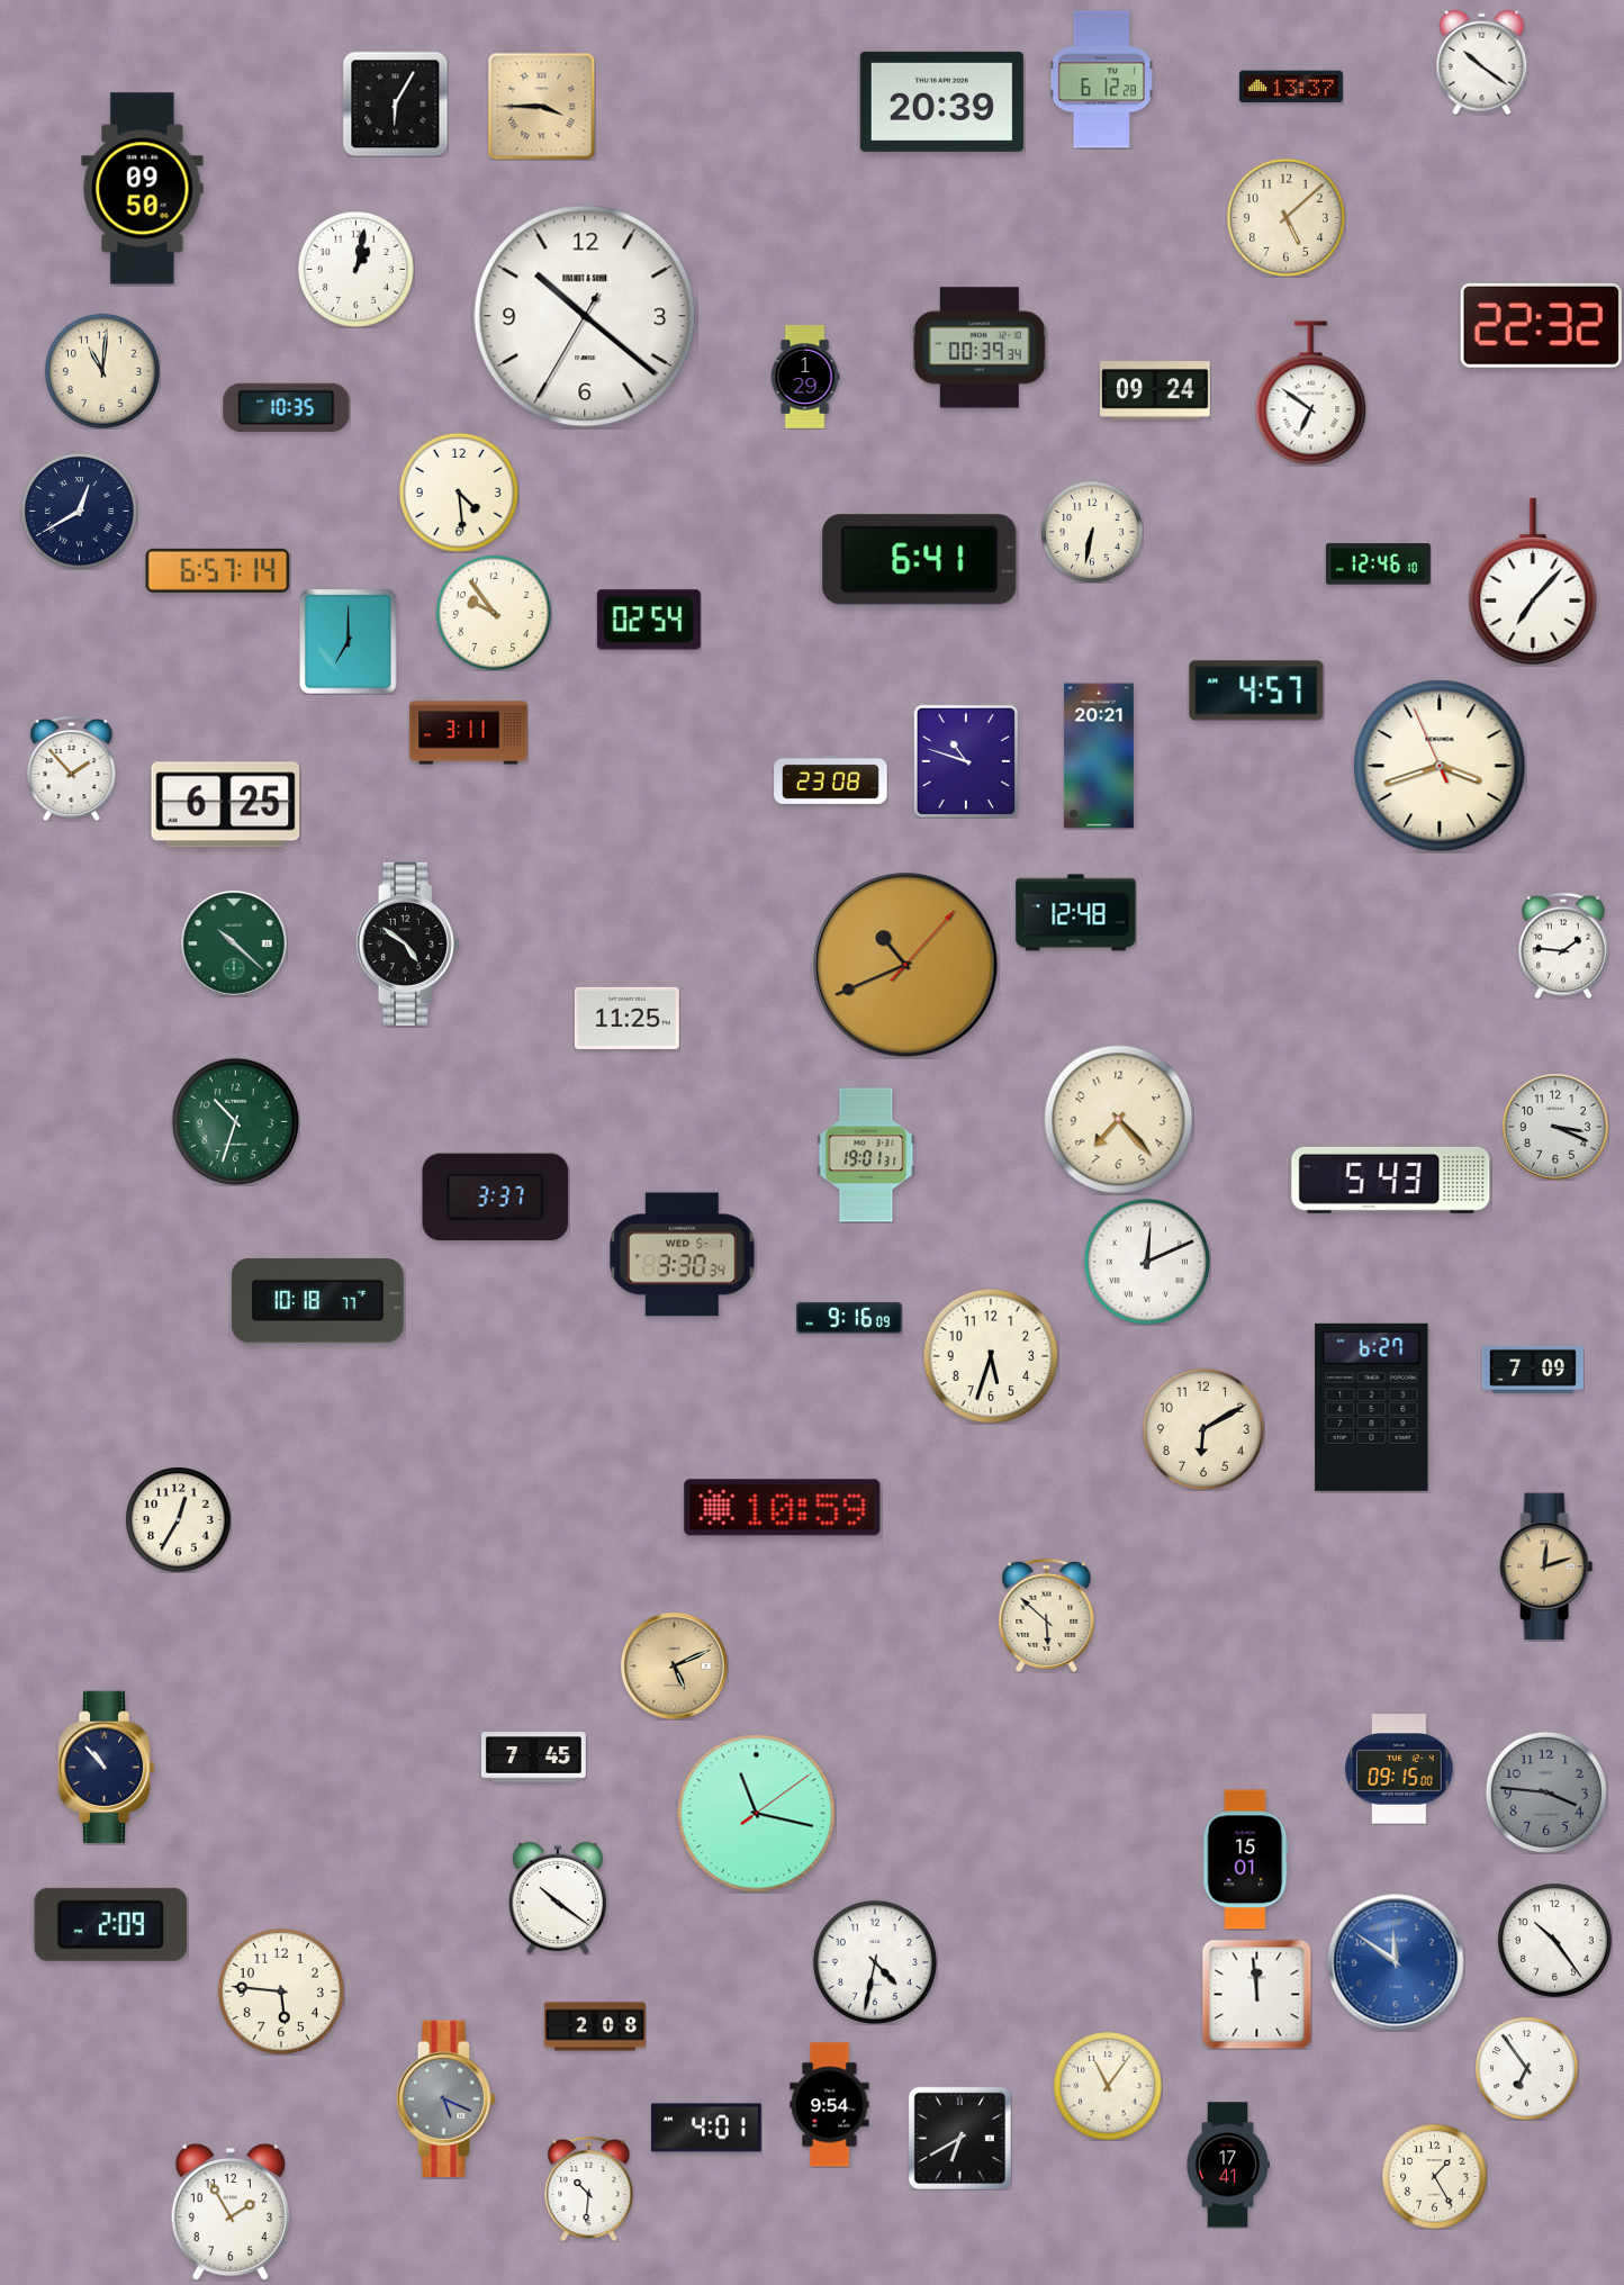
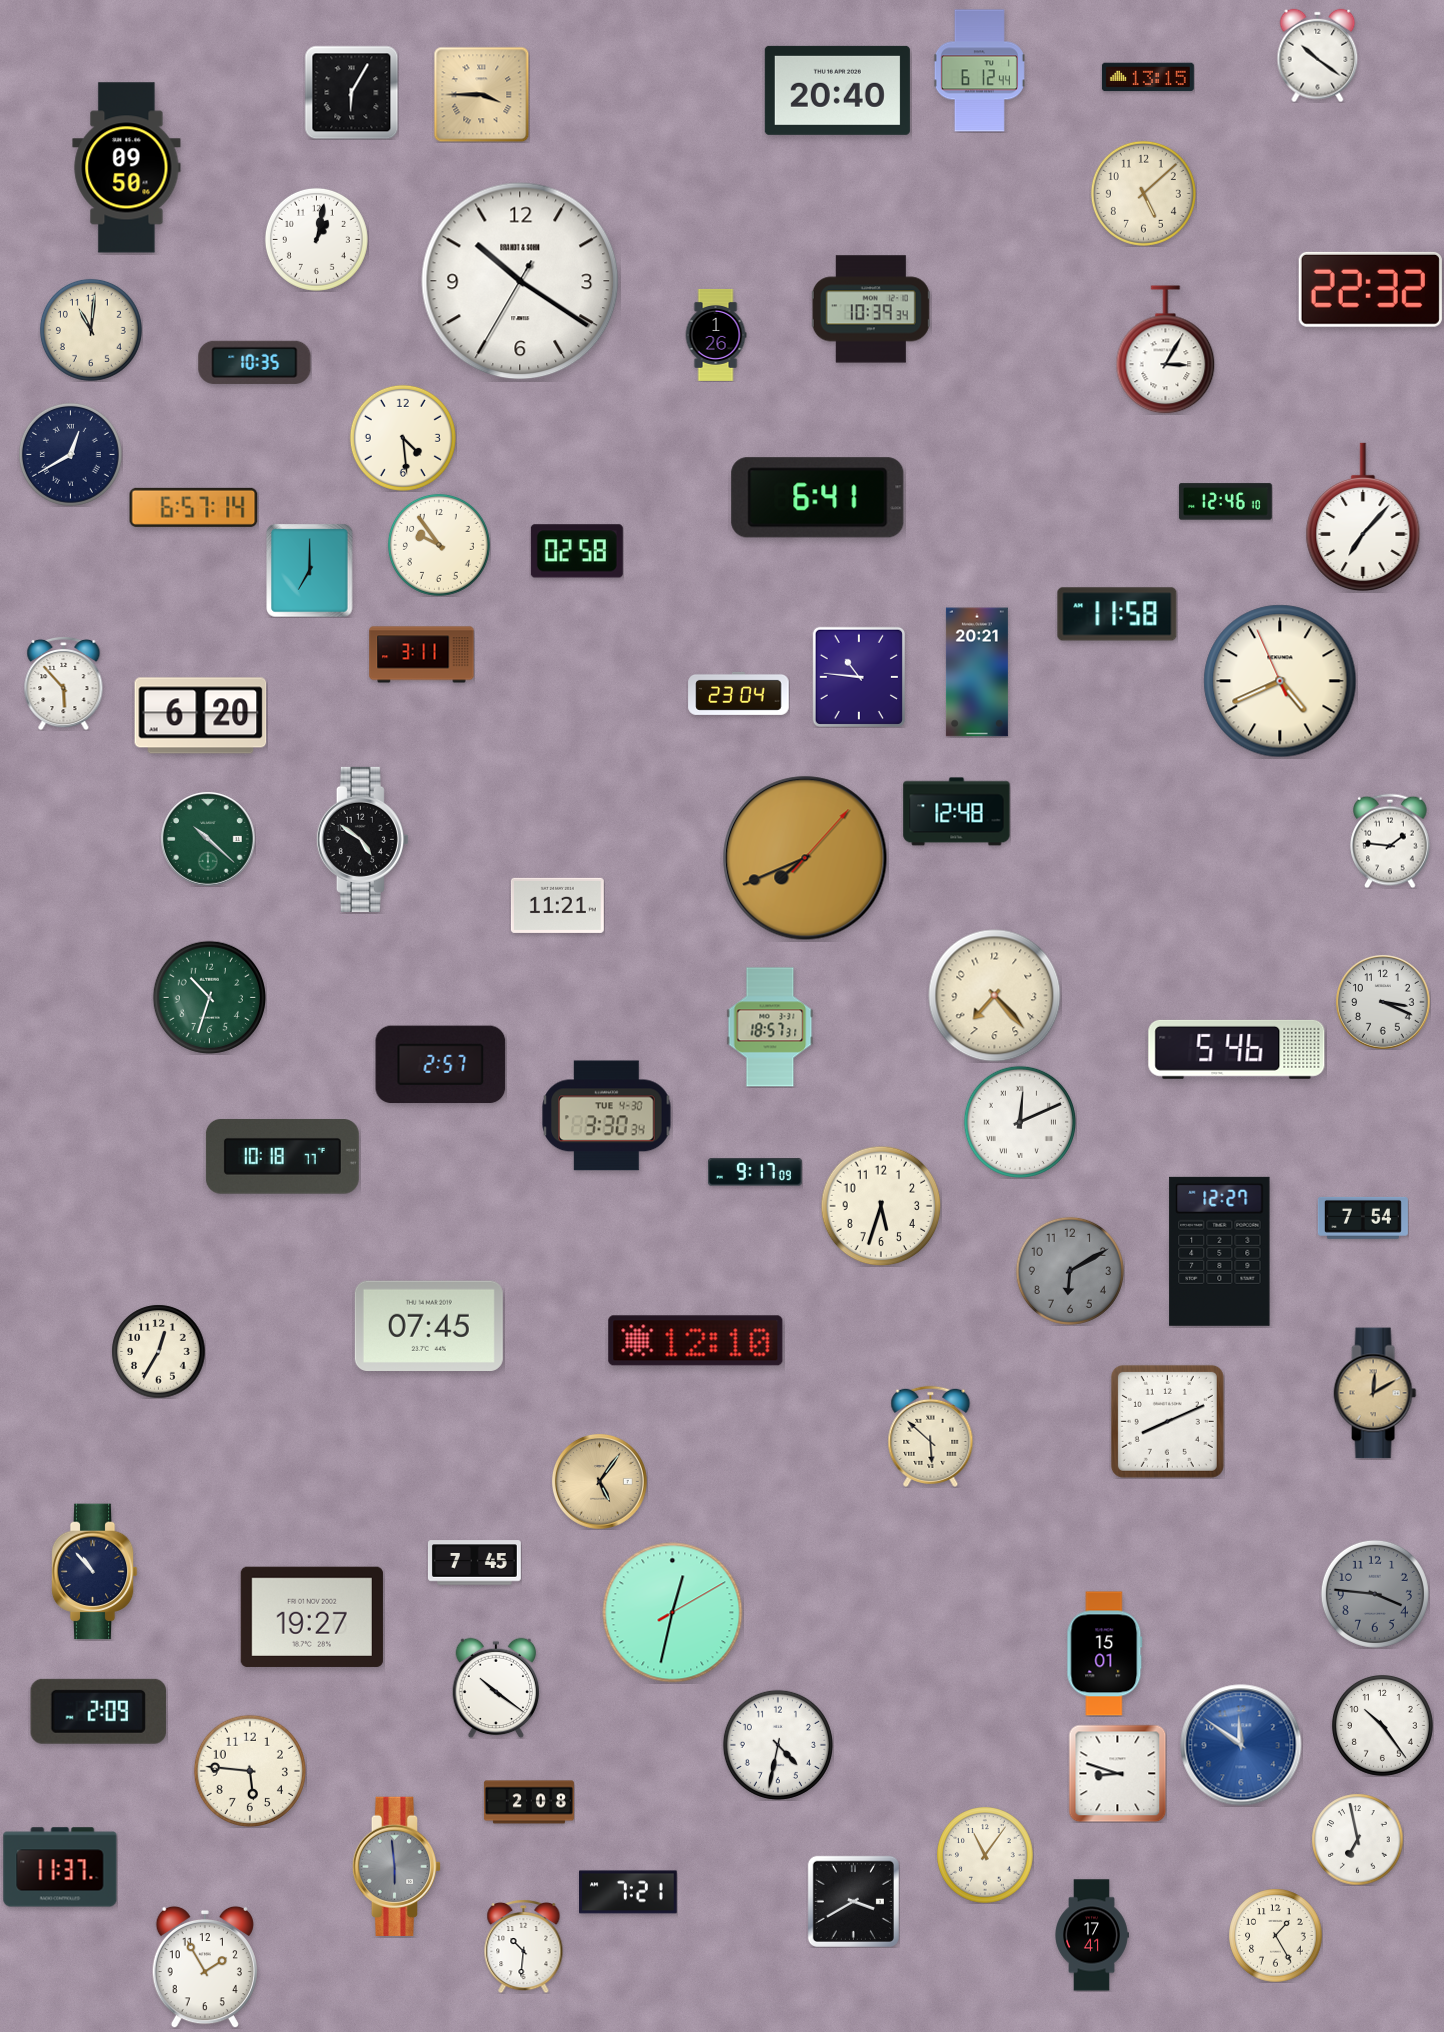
clock at (1101, 80): 6:12:28 -> 6:12:44
clock at (1291, 87): 13:37 -> 13:15
clock at (941, 101): 20:39 -> 20:40
clock at (585, 316): 10:21 -> 10:20
clock at (980, 347): 00:39 -> 10:39
clock at (805, 377): 1:29 -> 1:26
clock at (1155, 391): 09:24 -> none
clock at (1311, 394): 6:51 -> 3:05
clock at (459, 493) position: (459, 493) -> (403, 438)
clock at (1092, 532): 6:32 -> none
clock at (649, 620): 02:54 -> 02:58
clock at (1256, 690): 4:57 -> 11:58
clock at (469, 733) position: (469, 733) -> (422, 655)
clock at (966, 761): 10:48 -> 10:46
clock at (1440, 766): 3:41 -> 4:40
clock at (72, 768): 1:53 -> 5:53
clock at (831, 779): 23:08 -> 23:04
clock at (226, 805): 6:25 -> 6:20
clock at (905, 965): 10:41 -> 7:41
clock at (626, 1018): 11:25 -> 11:21
clock at (866, 1155): 19:01 -> 18:57
clock at (1391, 1180): 5:43 -> 5:46
clock at (496, 1198): 3:37 -> 2:57
clock at (683, 1255) date: WED 5-1 -> TUE 4-30
clock at (849, 1318): 9:16 -> 9:17
clock at (1533, 1370): 7:09 -> 7:54
clock at (1372, 1407): 6:27 -> 12:27
clock at (1203, 1429) dial: cream -> grey
clock at (429, 1325): none -> 07:45
clock at (783, 1508): 10:59 -> 12:10
clock at (1546, 1566): 12:12 -> 12:10
clock at (1167, 1421): none -> 8:11
clock at (674, 1665): 5:11 -> 5:06
clock at (1399, 1769): 09:15 -> none
clock at (757, 1814): 11:17 -> 12:32
clock at (312, 1617): none -> 19:27
clock at (1246, 1860) position: (1246, 1860) -> (1105, 1654)
clock at (1256, 1994): 11:59 -> 8:48
clock at (1526, 2068): 6:54 -> 6:58
clock at (446, 2098): 5:19 -> 5:59
clock at (60, 1867): none -> 11:37
clock at (830, 2105): 9:54 -> none
clock at (706, 2128): 4:01 -> 7:21
clock at (959, 2138): 6:40 -> 3:40
clock at (1228, 2165) position: (1228, 2165) -> (1092, 1935)
